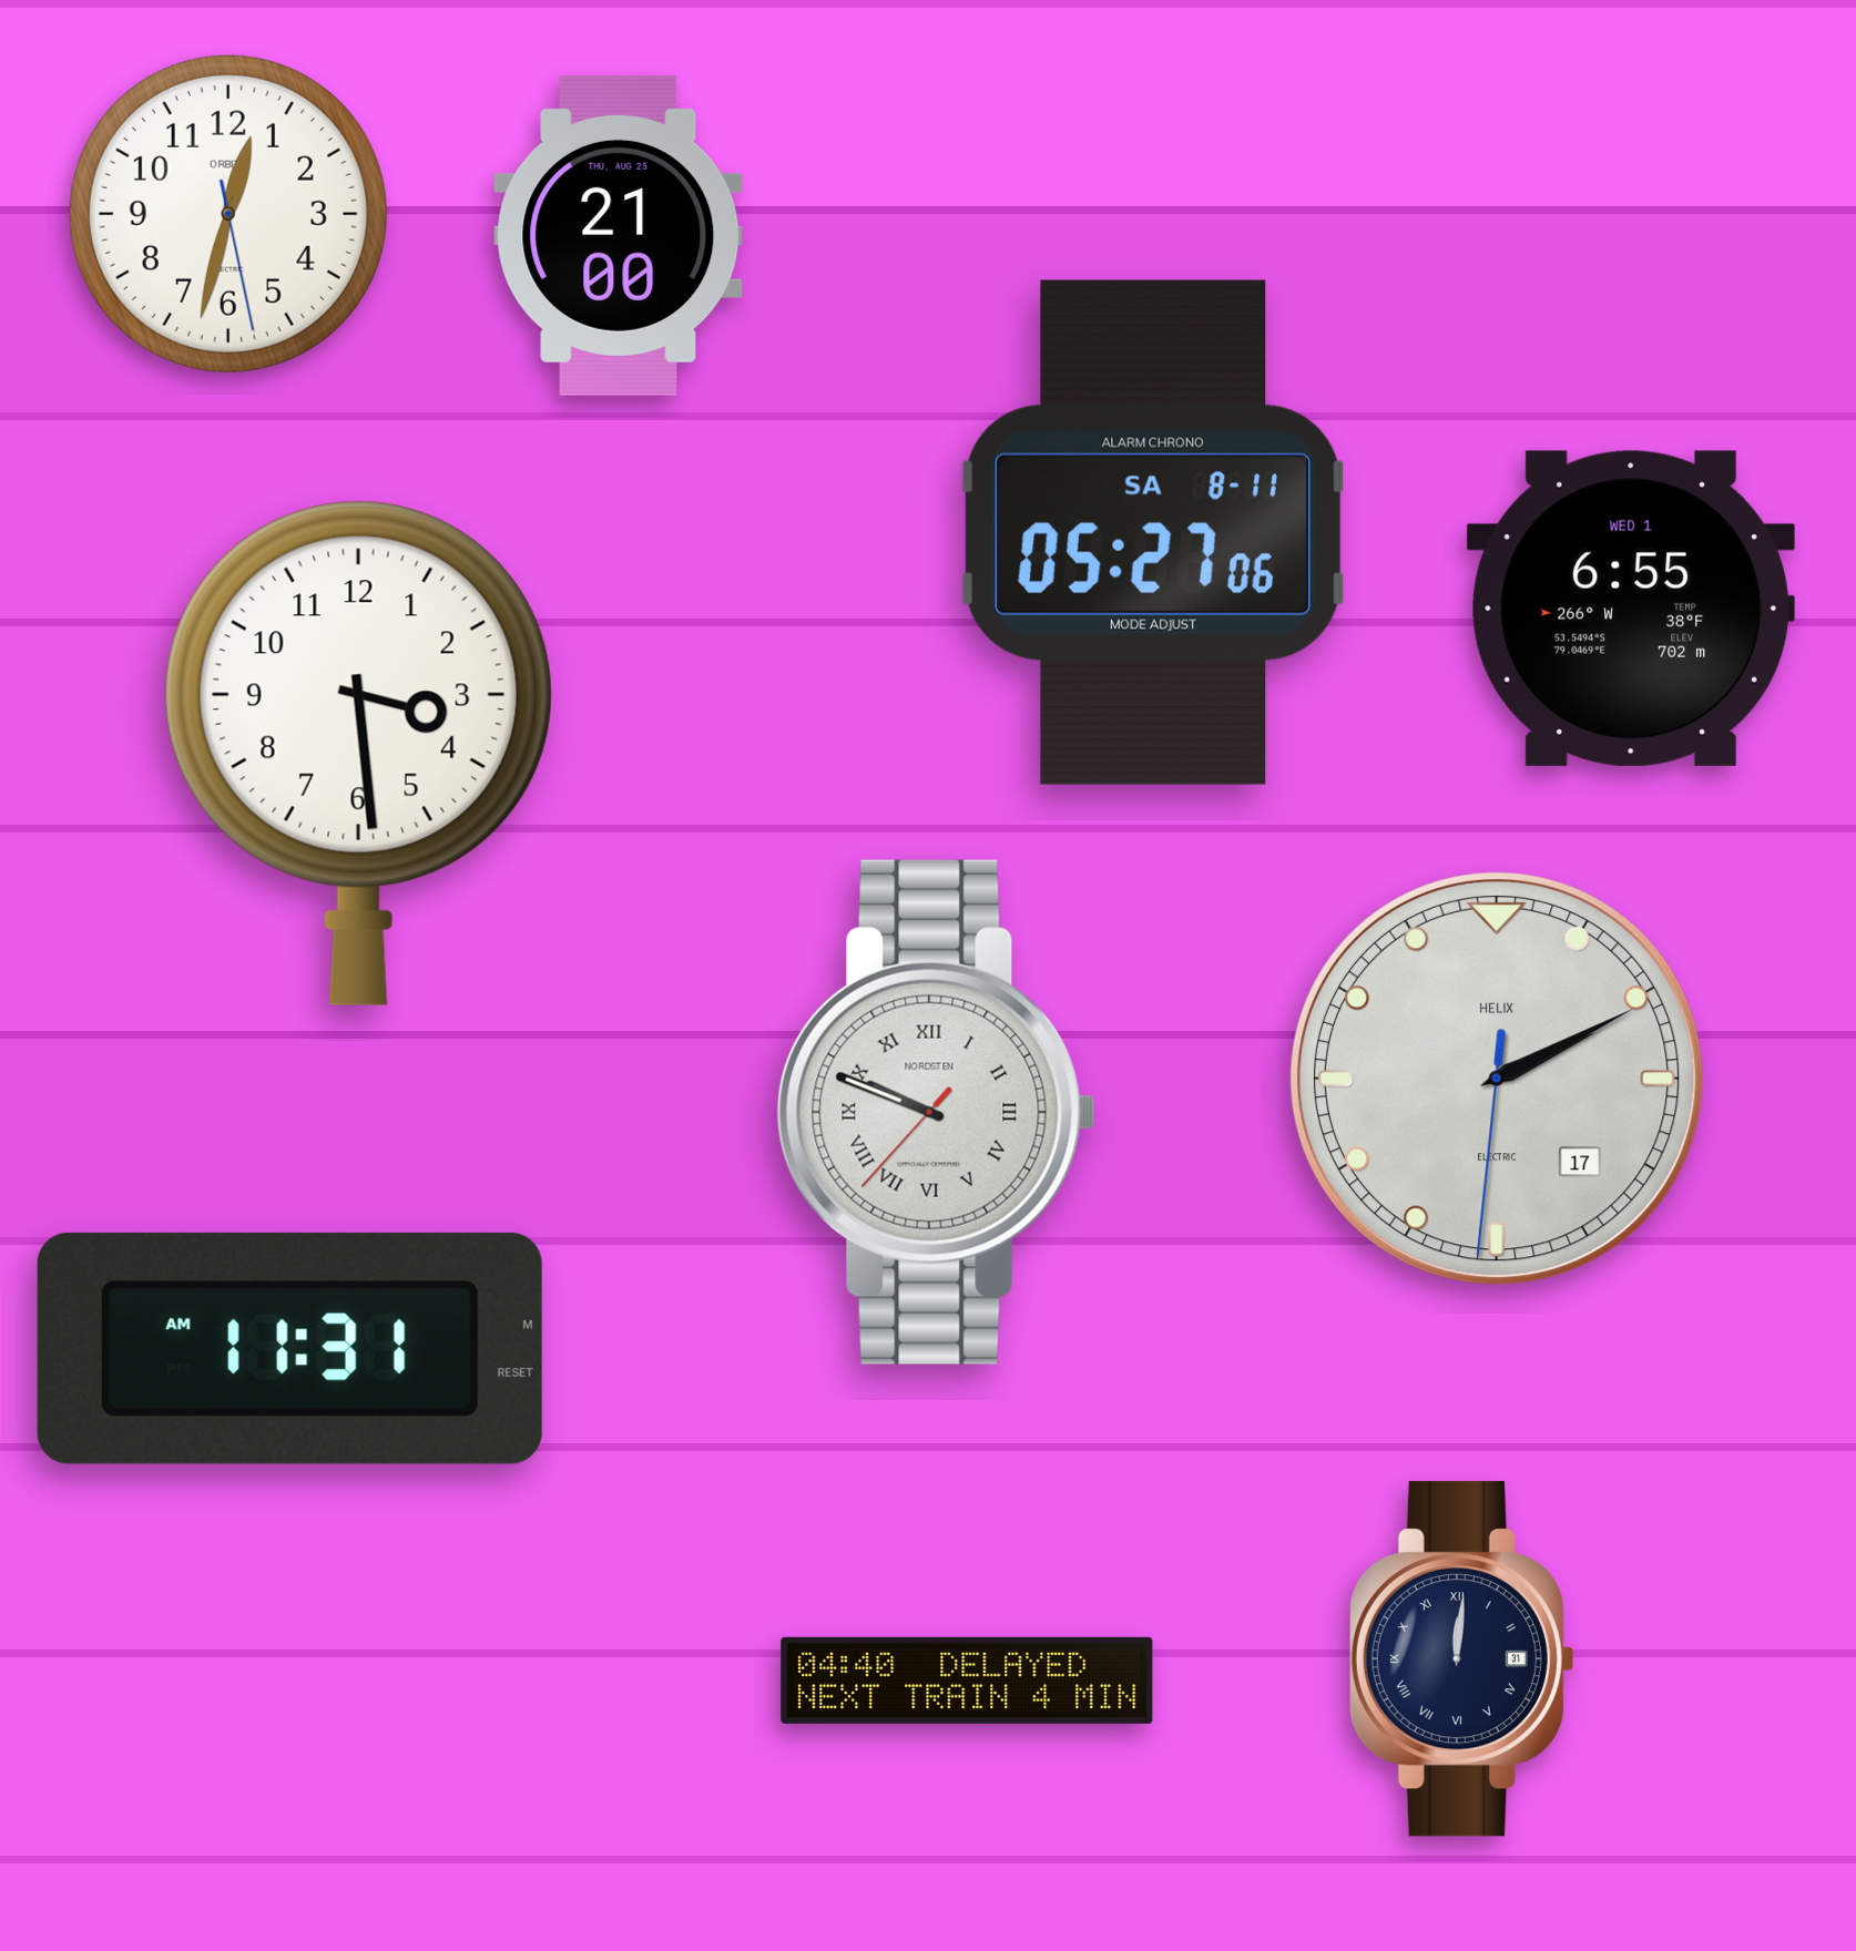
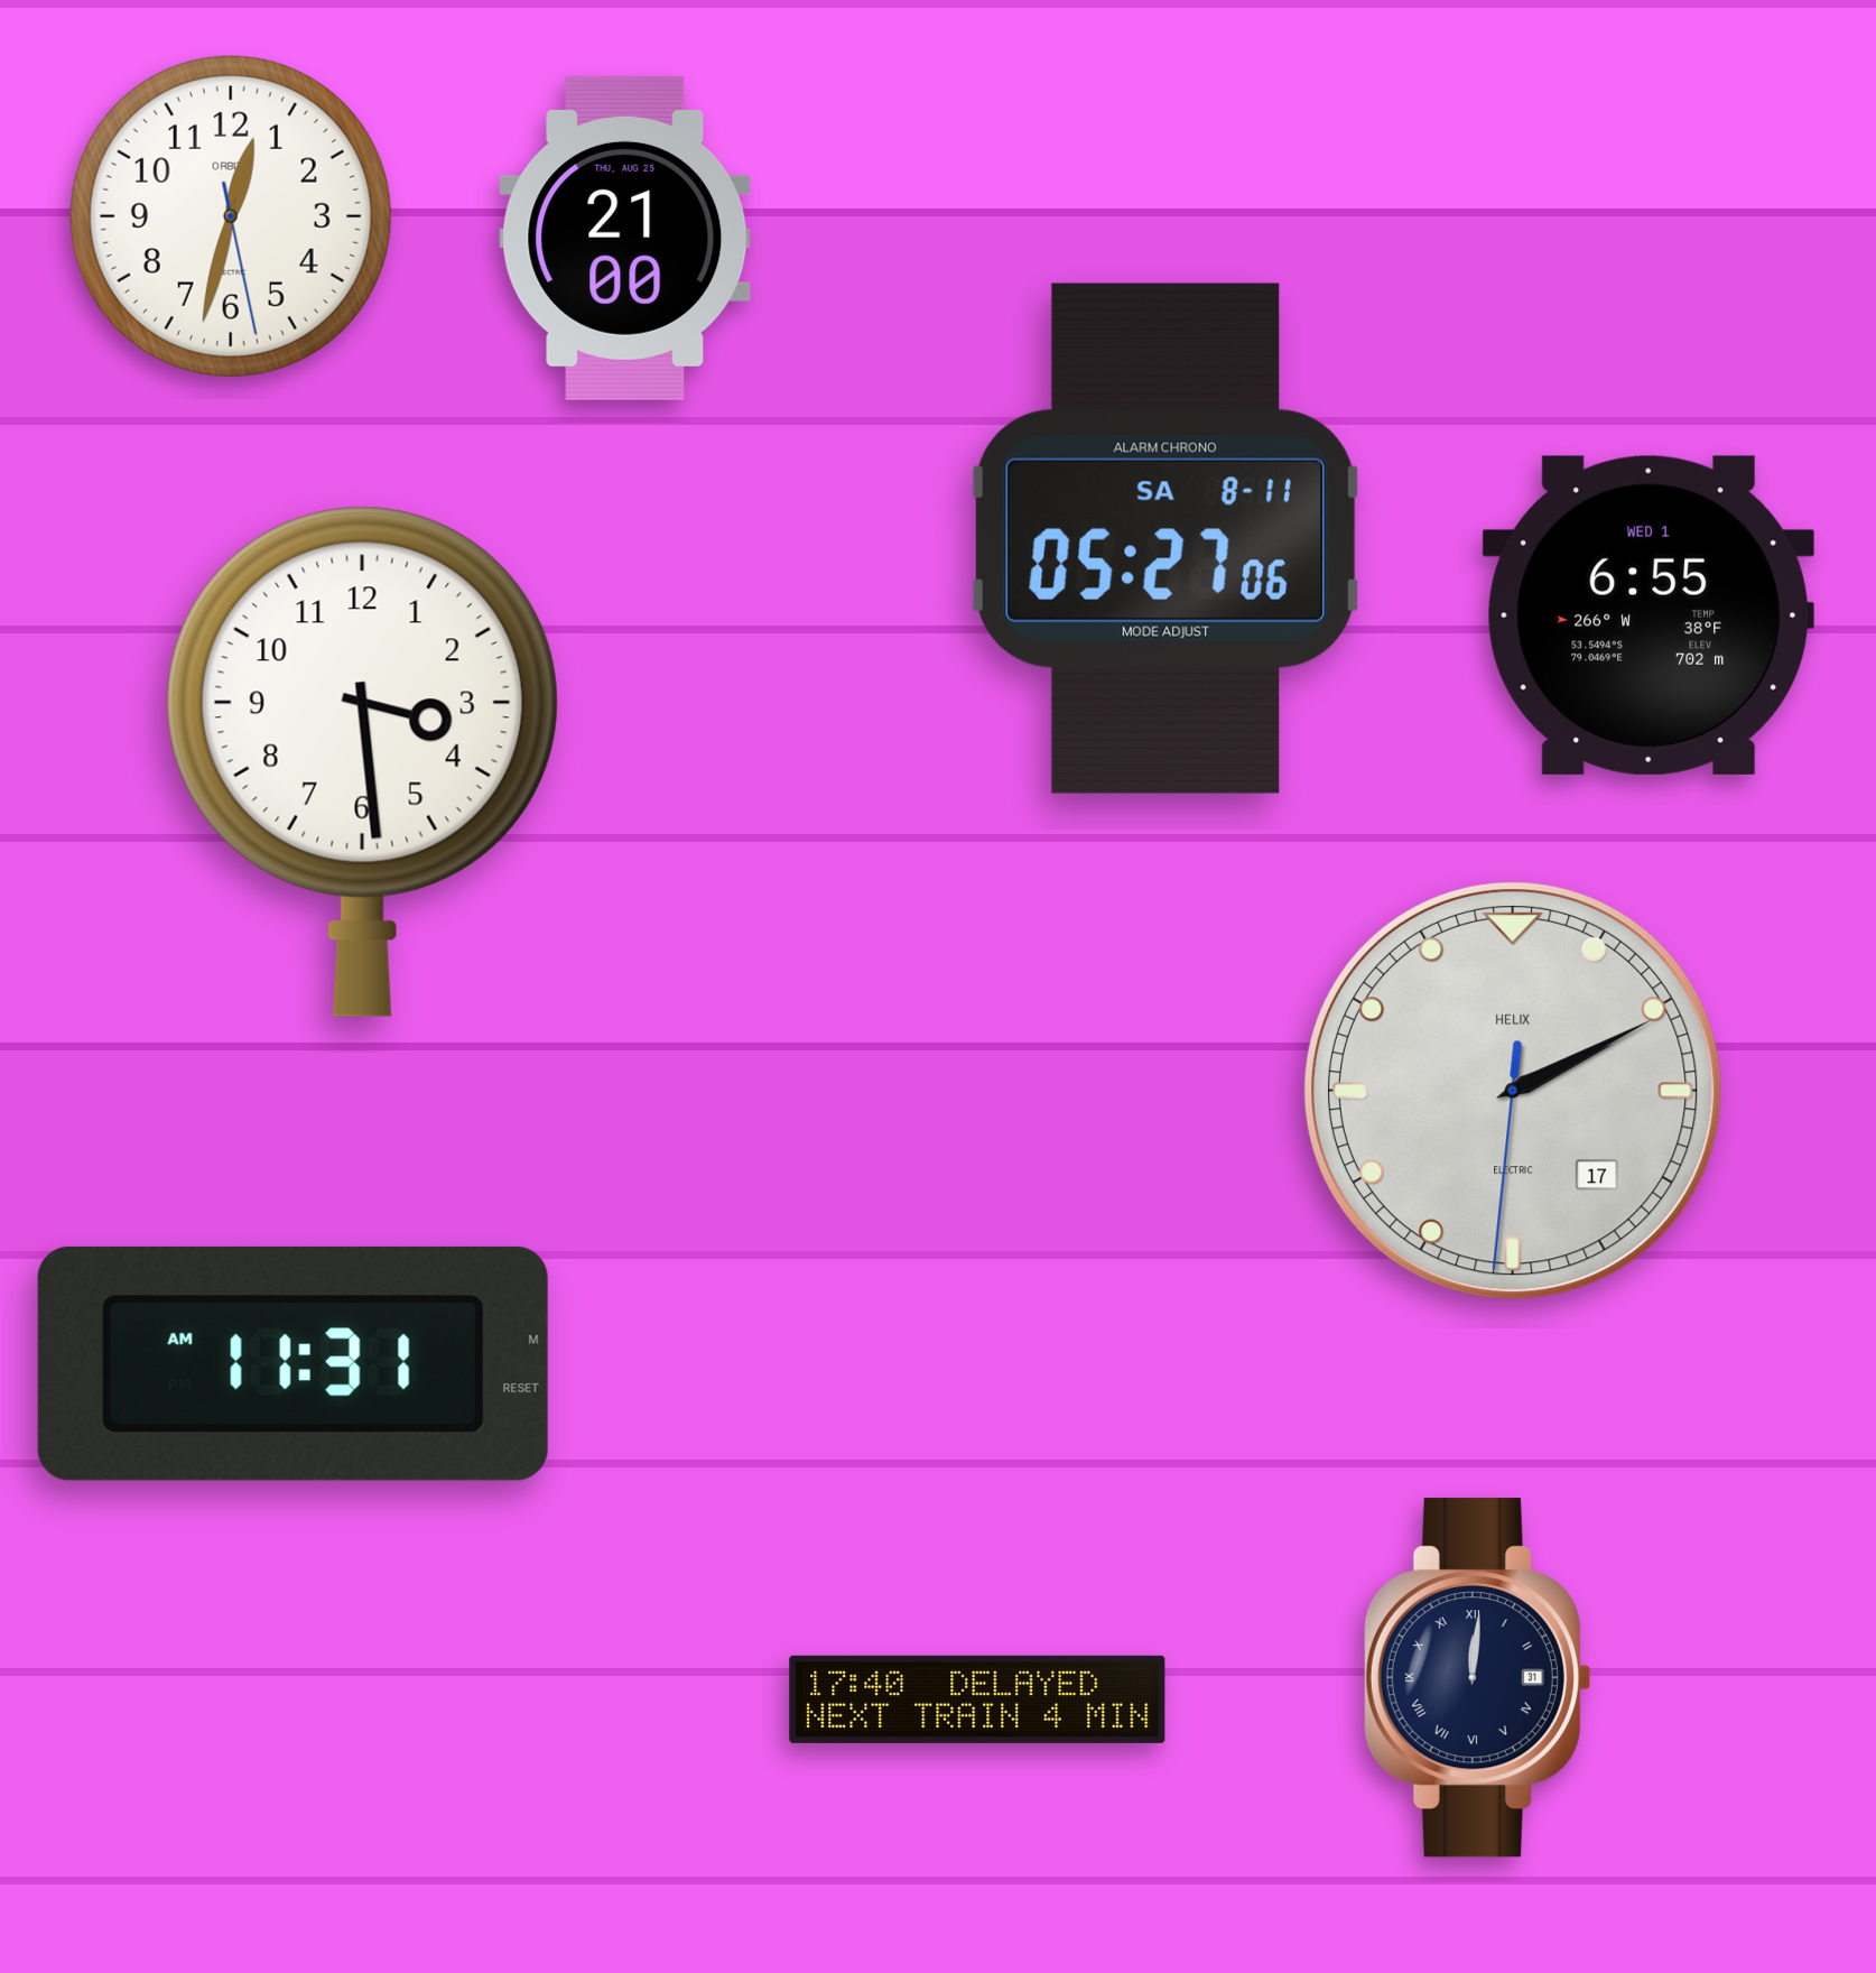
clock at (936, 1112): 9:48 -> none
clock at (967, 1681): 04:40 -> 17:40
